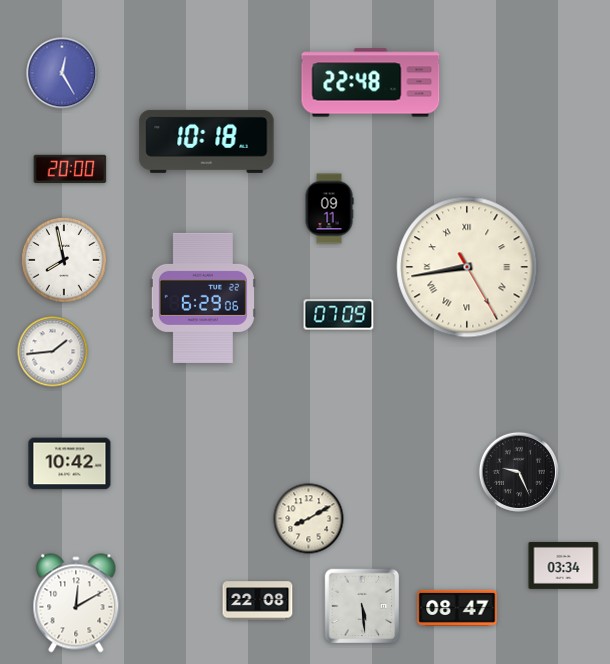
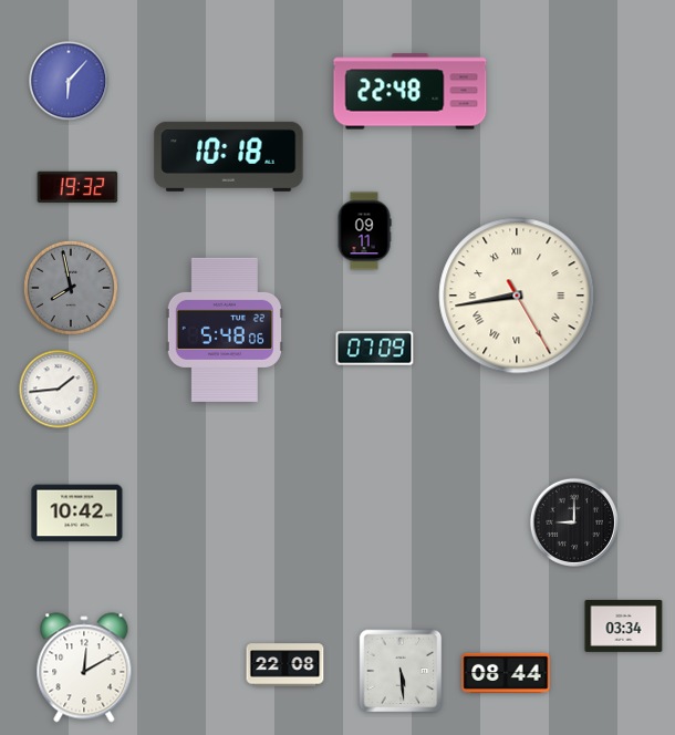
clock at (62, 73): 12:25 -> 6:07
clock at (70, 169): 20:00 -> 19:32
clock at (64, 260) dial: white -> grey
clock at (203, 298): 6:29 -> 5:48
clock at (519, 472): 9:26 -> 9:00
clock at (309, 519): 8:10 -> none
clock at (457, 608): 08:47 -> 08:44
